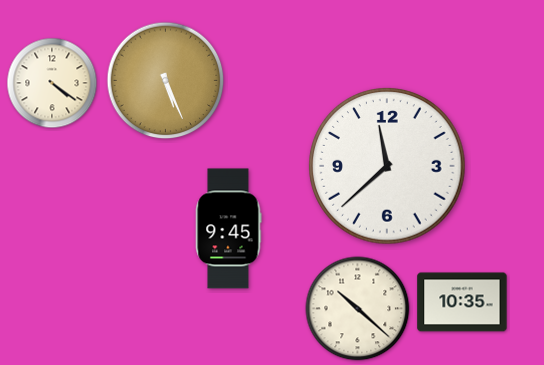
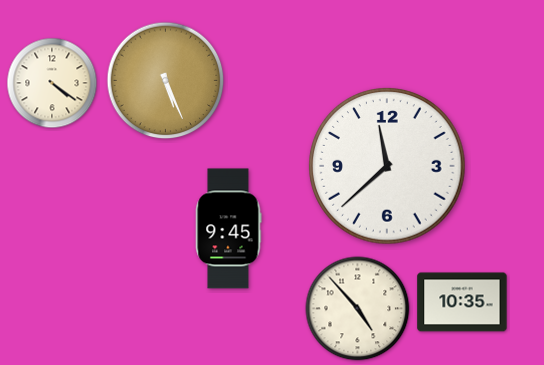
clock at (358, 309): 10:22 -> 4:53
